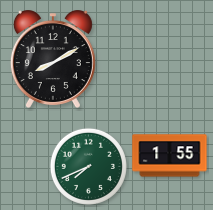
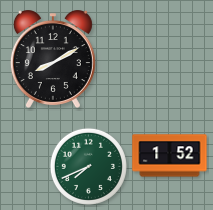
clock at (170, 156): 1:55 -> 1:52
